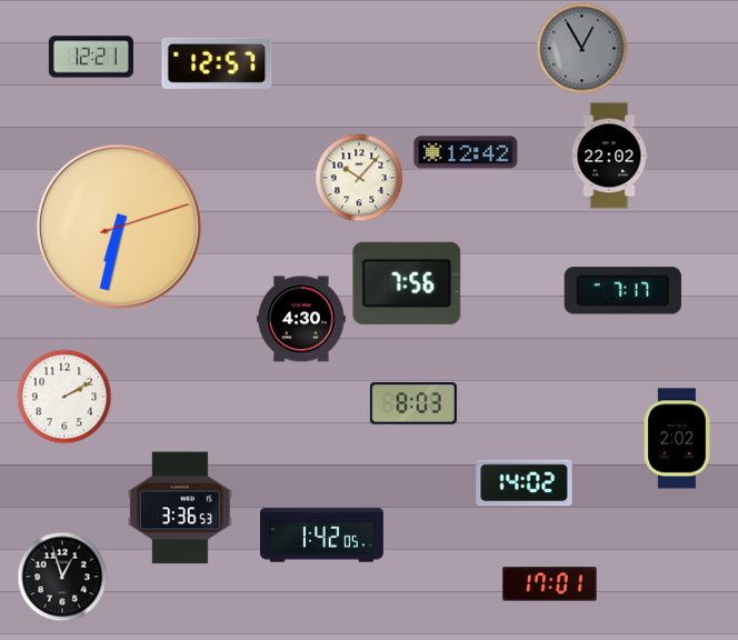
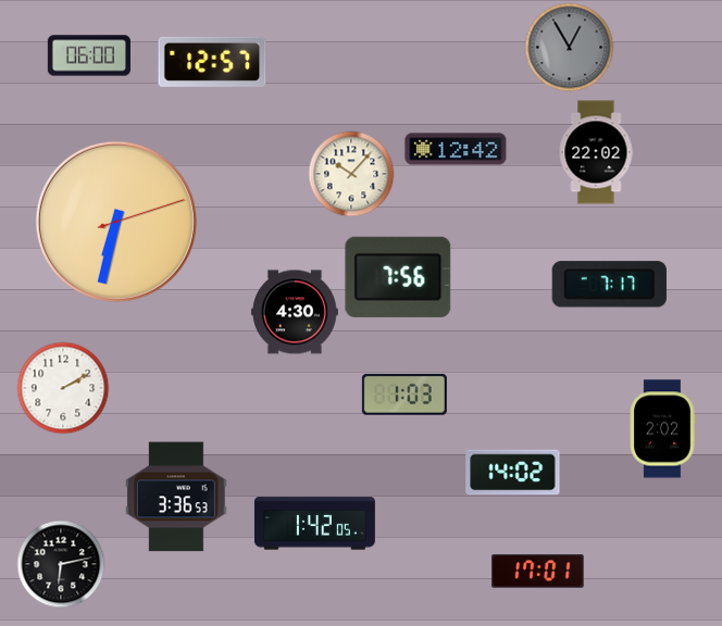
clock at (91, 57): 12:21 -> 06:00
clock at (413, 404): 8:03 -> 1:03
clock at (62, 577): 12:57 -> 6:13
